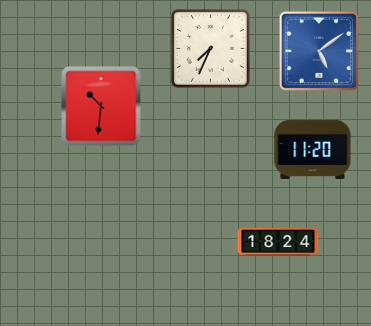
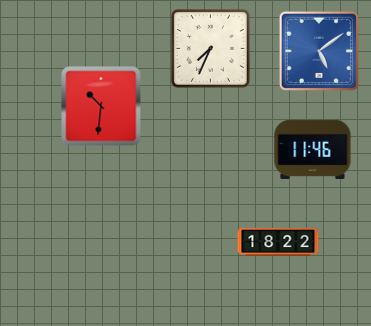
clock at (313, 149): 11:20 -> 11:46
clock at (278, 242): 18:24 -> 18:22
